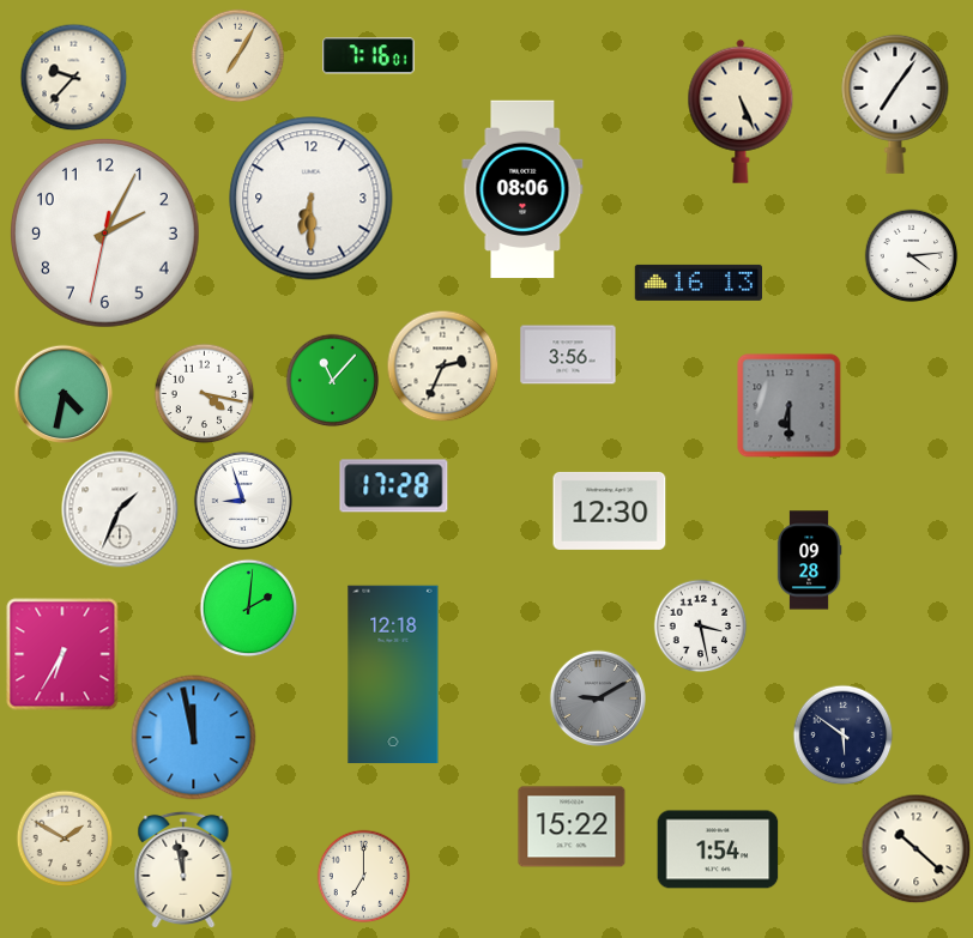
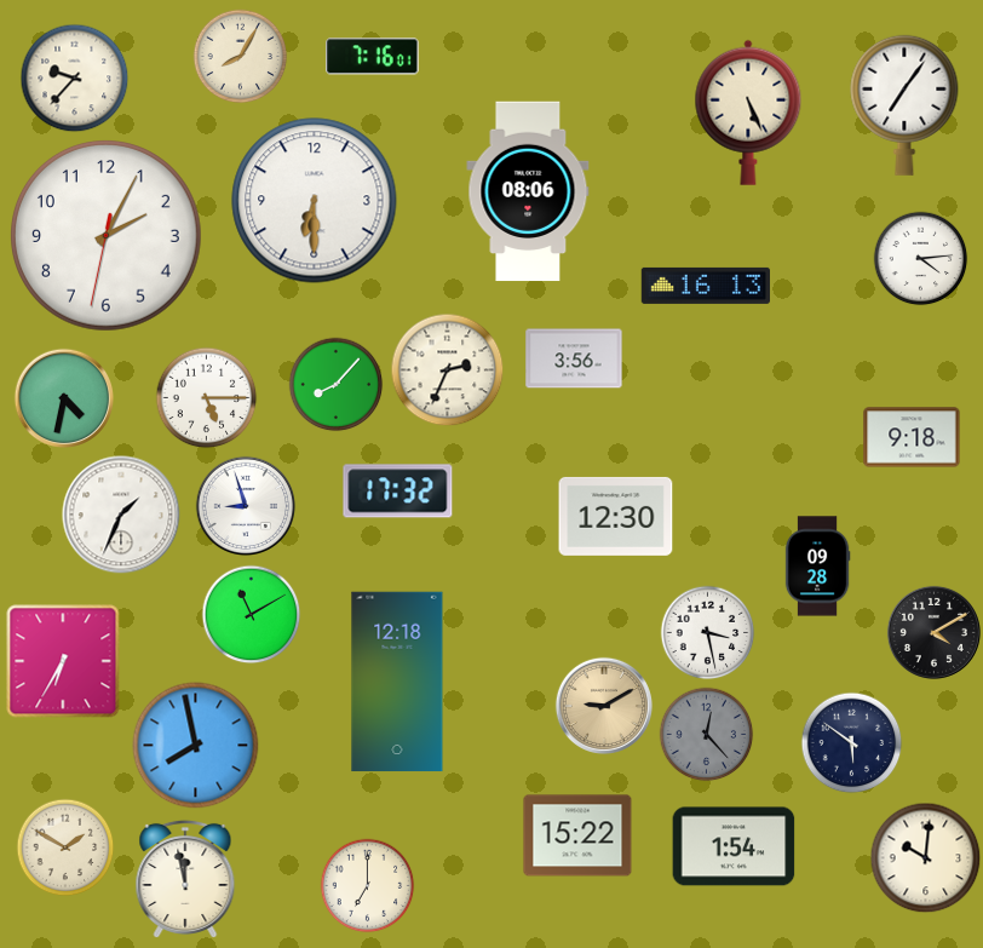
clock at (237, 55): 7:05 -> 8:05
clock at (332, 380): 11:07 -> 8:07
clock at (204, 393): 4:17 -> 5:15
clock at (790, 406): 6:30 -> none
clock at (912, 437): none -> 9:18
clock at (394, 486): 17:28 -> 17:32
clock at (248, 607): 2:01 -> 11:10
clock at (933, 632): none -> 4:10
clock at (598, 698) dial: grey -> champagne
clock at (706, 734): none -> 12:23
clock at (194, 738): 11:58 -> 7:58
clock at (915, 848): 10:22 -> 10:01
clock at (718, 849) position: (718, 849) -> (734, 846)
